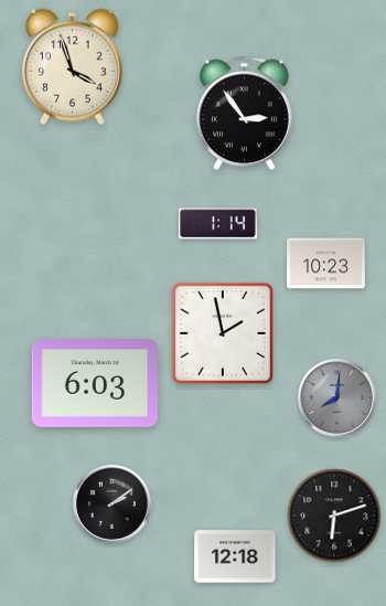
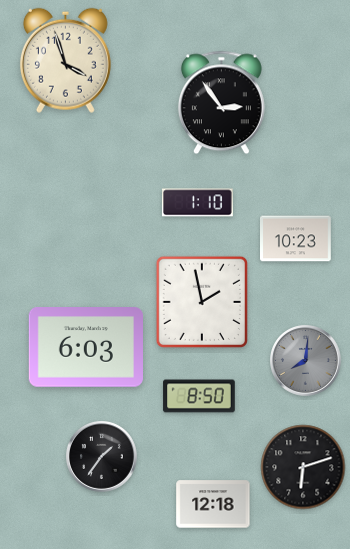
clock at (217, 224): 1:14 -> 1:10
clock at (199, 396): none -> 8:50
clock at (112, 504): 2:09 -> 1:36
